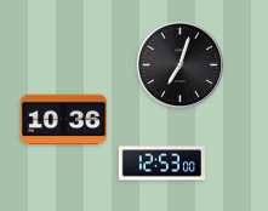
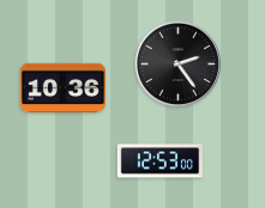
clock at (179, 64): 7:03 -> 2:24
clock at (63, 120) position: (63, 120) -> (62, 88)
